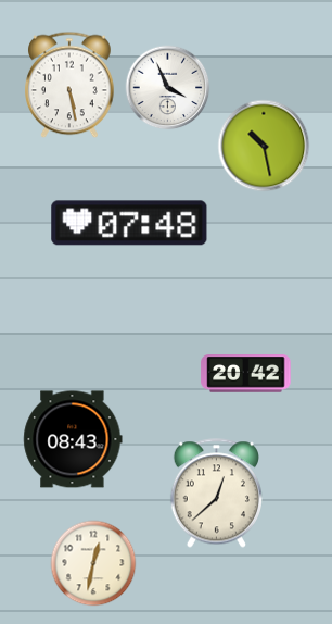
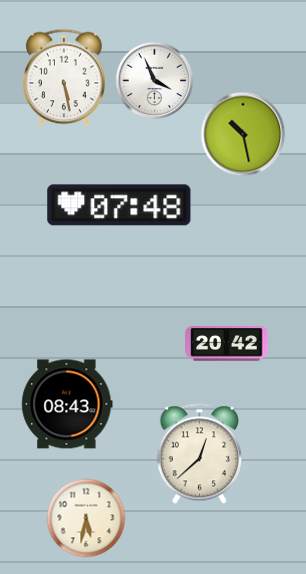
clock at (93, 563): 12:32 -> 5:32
